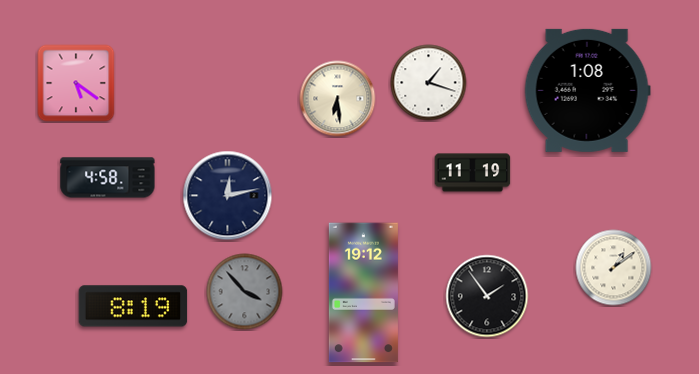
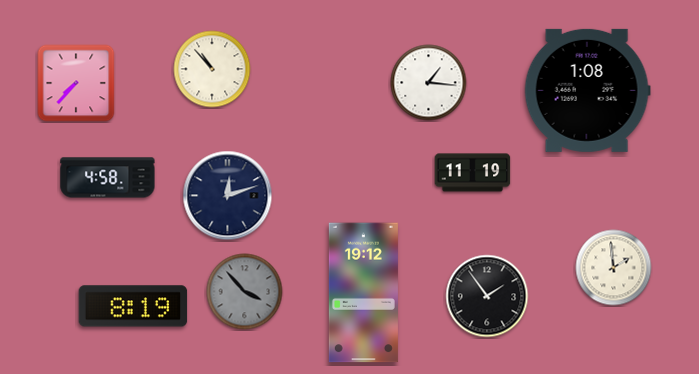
clock at (212, 69): none -> 10:53
clock at (76, 83): 5:21 -> 7:37
clock at (429, 83): 1:18 -> 1:16
clock at (338, 99): 6:29 -> none
clock at (228, 196): 12:13 -> 12:12
clock at (614, 268): 1:09 -> 1:59
